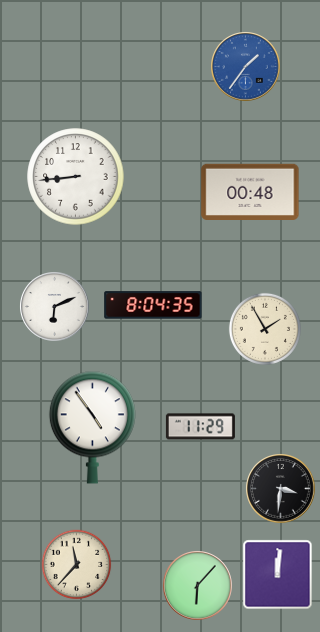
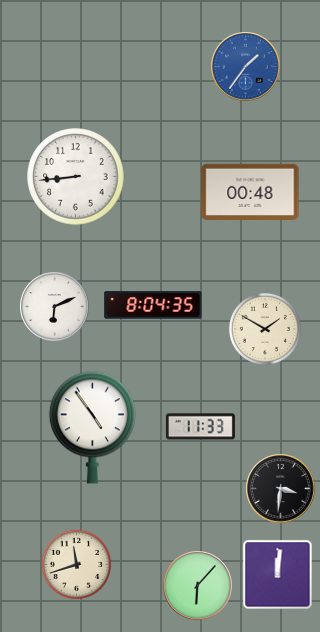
clock at (265, 329): 1:55 -> 1:50
clock at (200, 427): 11:29 -> 11:33
clock at (77, 565): 11:37 -> 11:42
